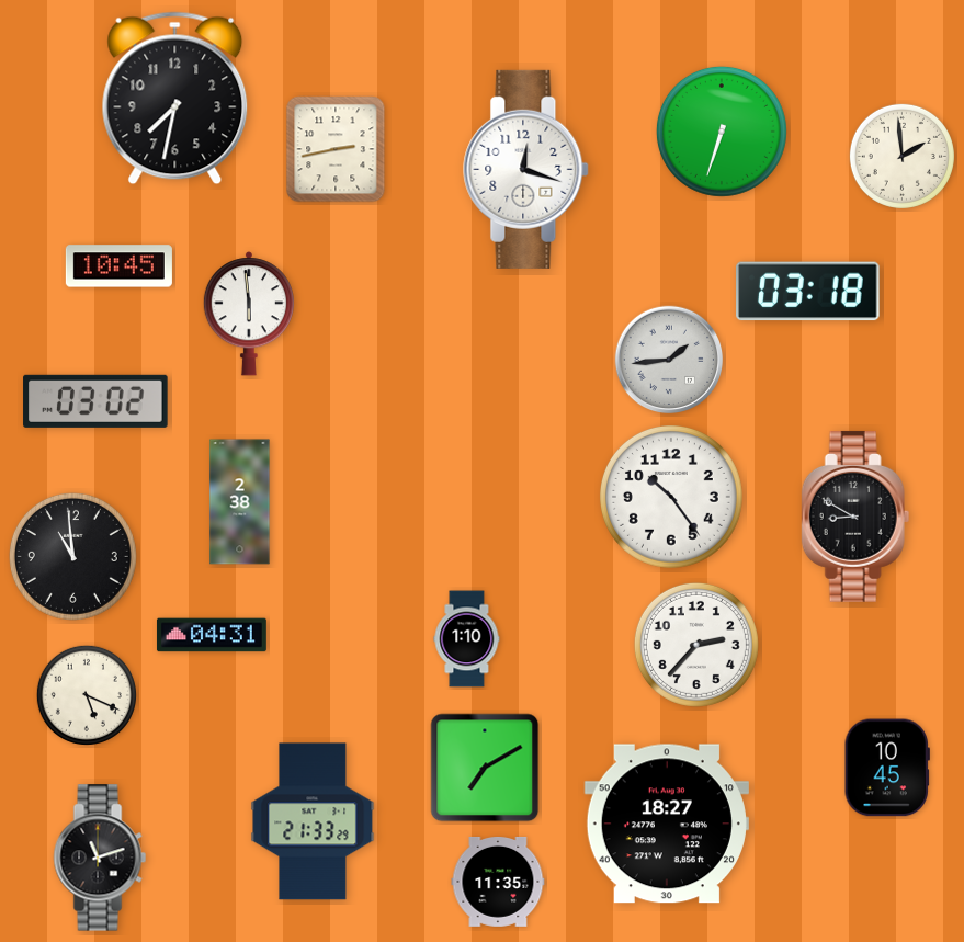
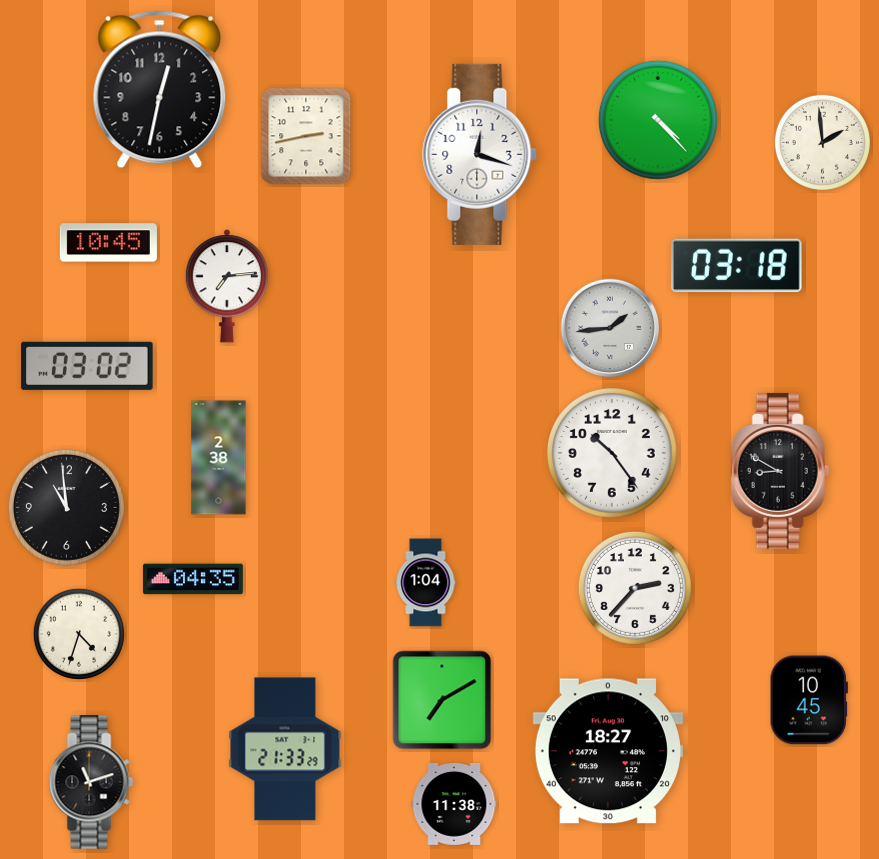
clock at (175, 99): 7:32 -> 12:32
clock at (722, 132): 6:33 -> 4:23
clock at (249, 314): 5:59 -> 7:14
clock at (212, 635): 04:31 -> 04:35
clock at (467, 639): 1:10 -> 1:04
clock at (87, 695): 5:19 -> 4:33
clock at (498, 882): 11:35 -> 11:38
